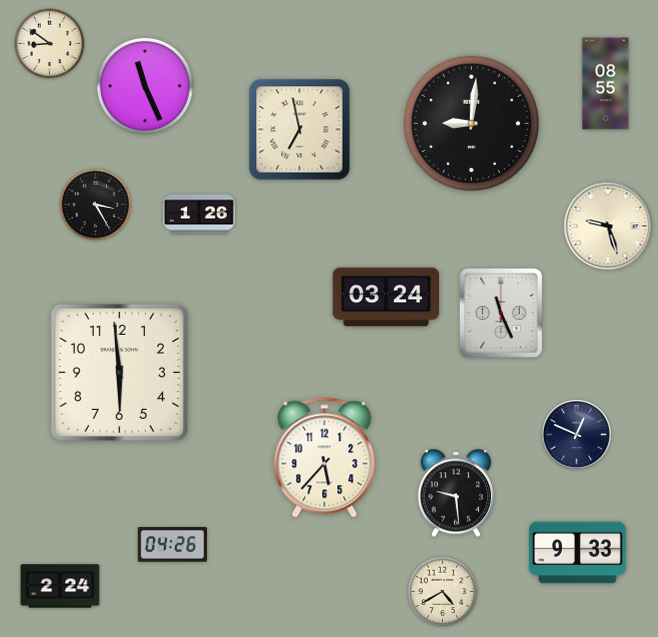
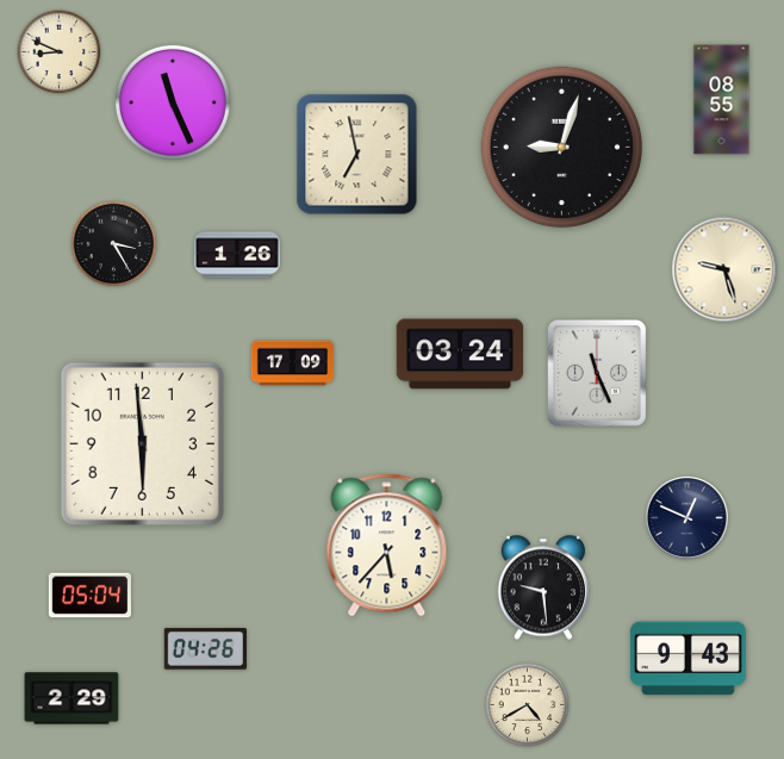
clock at (50, 44): 8:51 -> 8:49
clock at (471, 123): 9:01 -> 9:03
clock at (293, 363): none -> 17:09
clock at (89, 596): none -> 05:04
clock at (577, 553): 9:33 -> 9:43
clock at (60, 586): 2:24 -> 2:29
